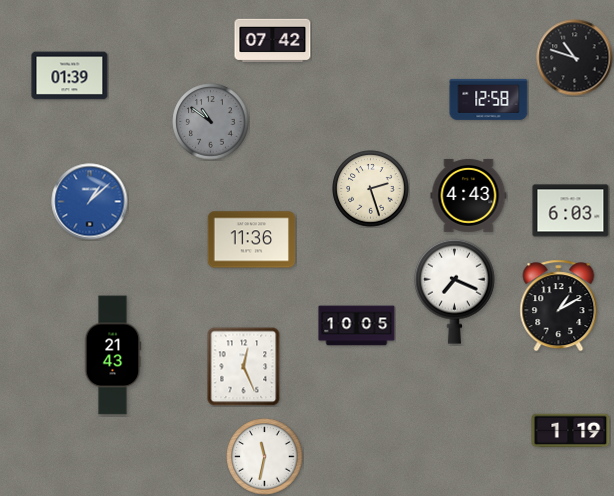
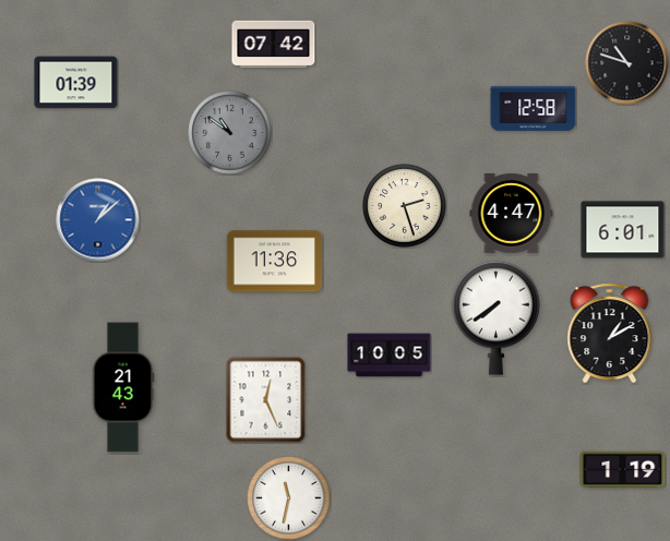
clock at (273, 41) position: (273, 41) -> (274, 45)
clock at (469, 195): 4:43 -> 4:47
clock at (571, 211): 6:03 -> 6:01
clock at (454, 291): 7:19 -> 7:39
